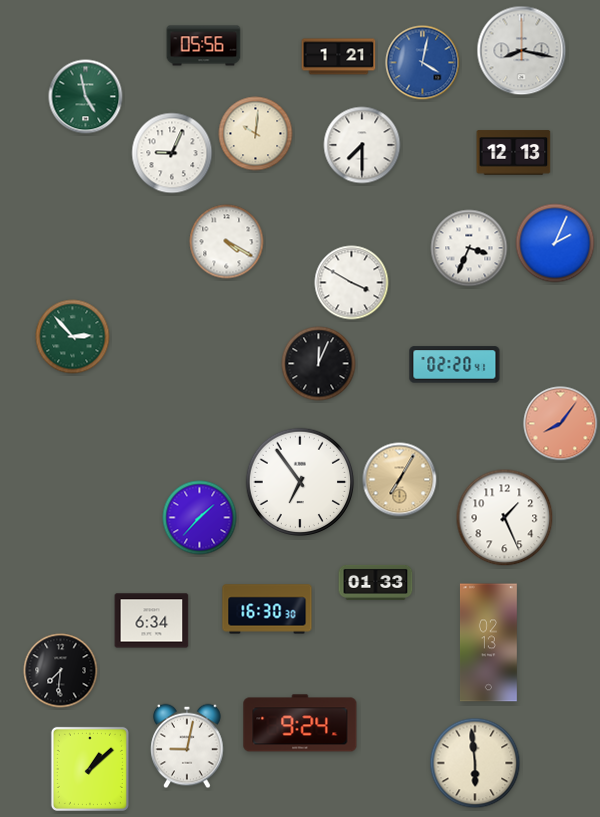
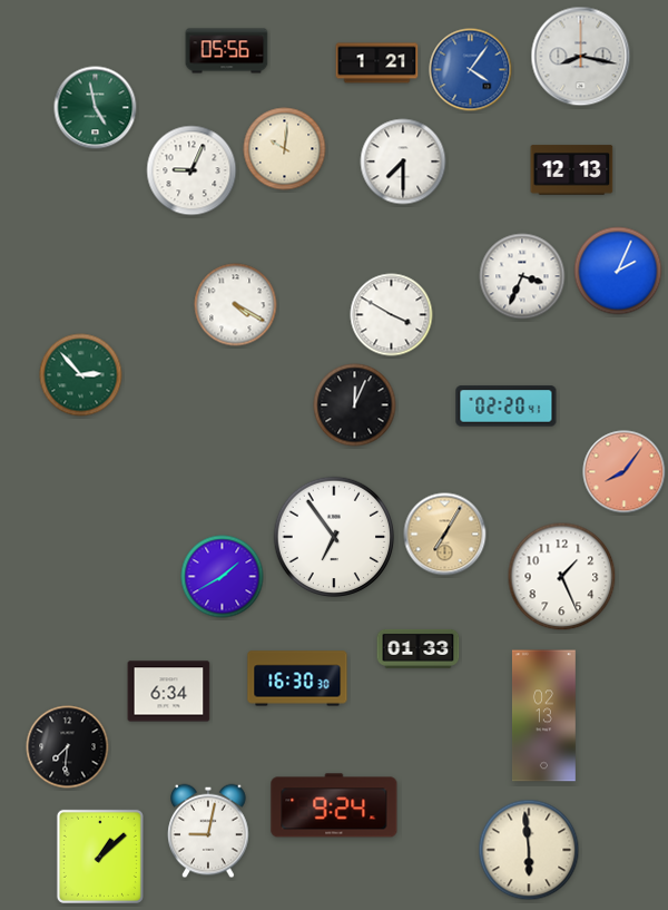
clock at (423, 63): 4:02 -> 4:06
clock at (227, 242) position: (227, 242) -> (236, 305)
clock at (200, 518): 1:37 -> 1:40
